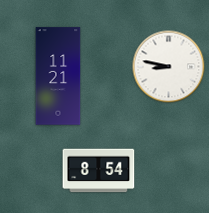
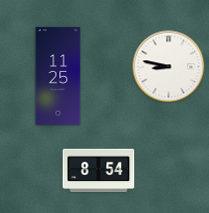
clock at (58, 76): 11:21 -> 11:25
